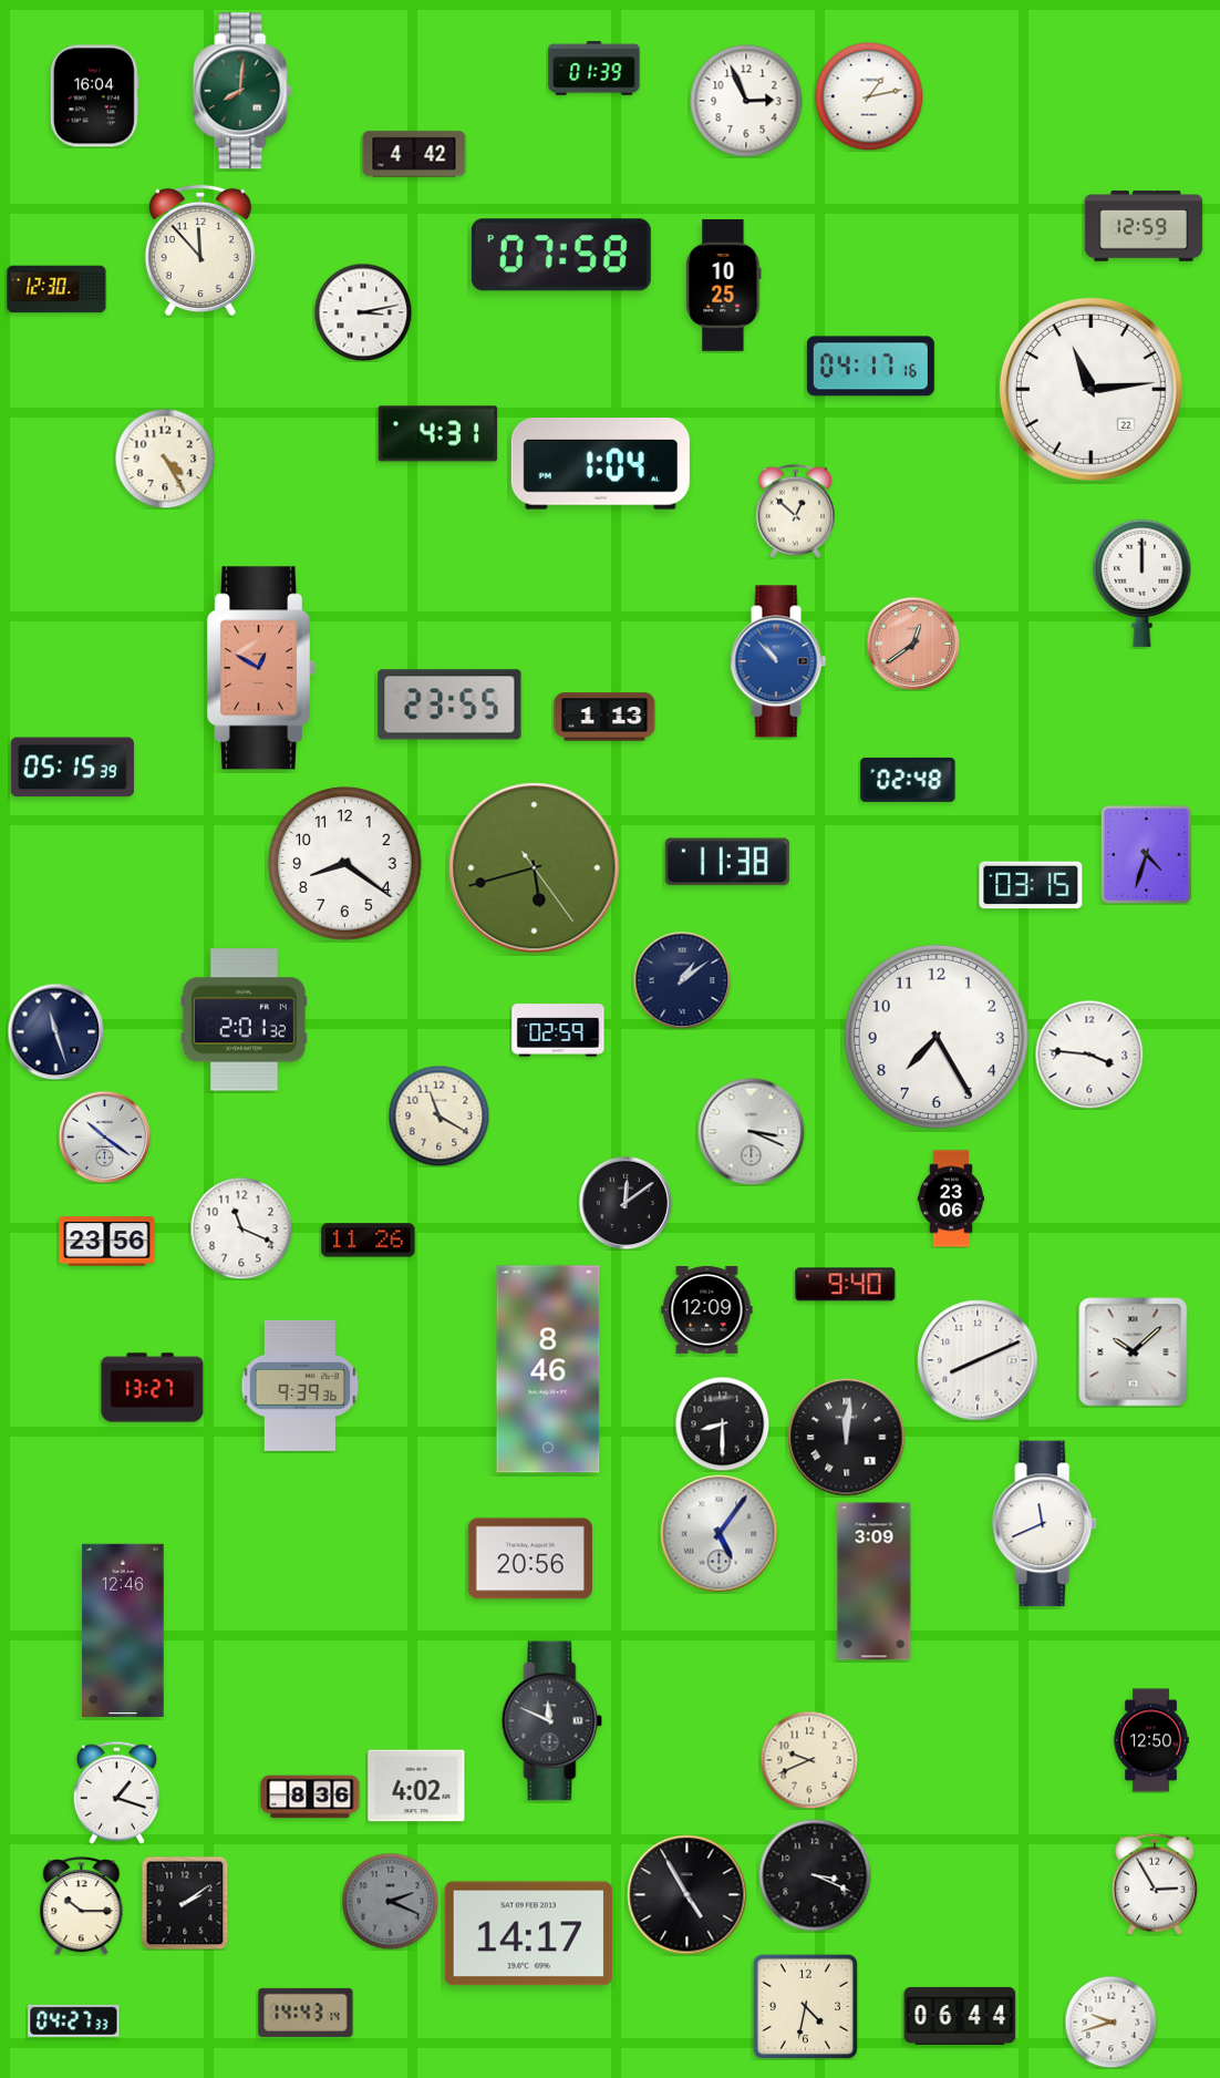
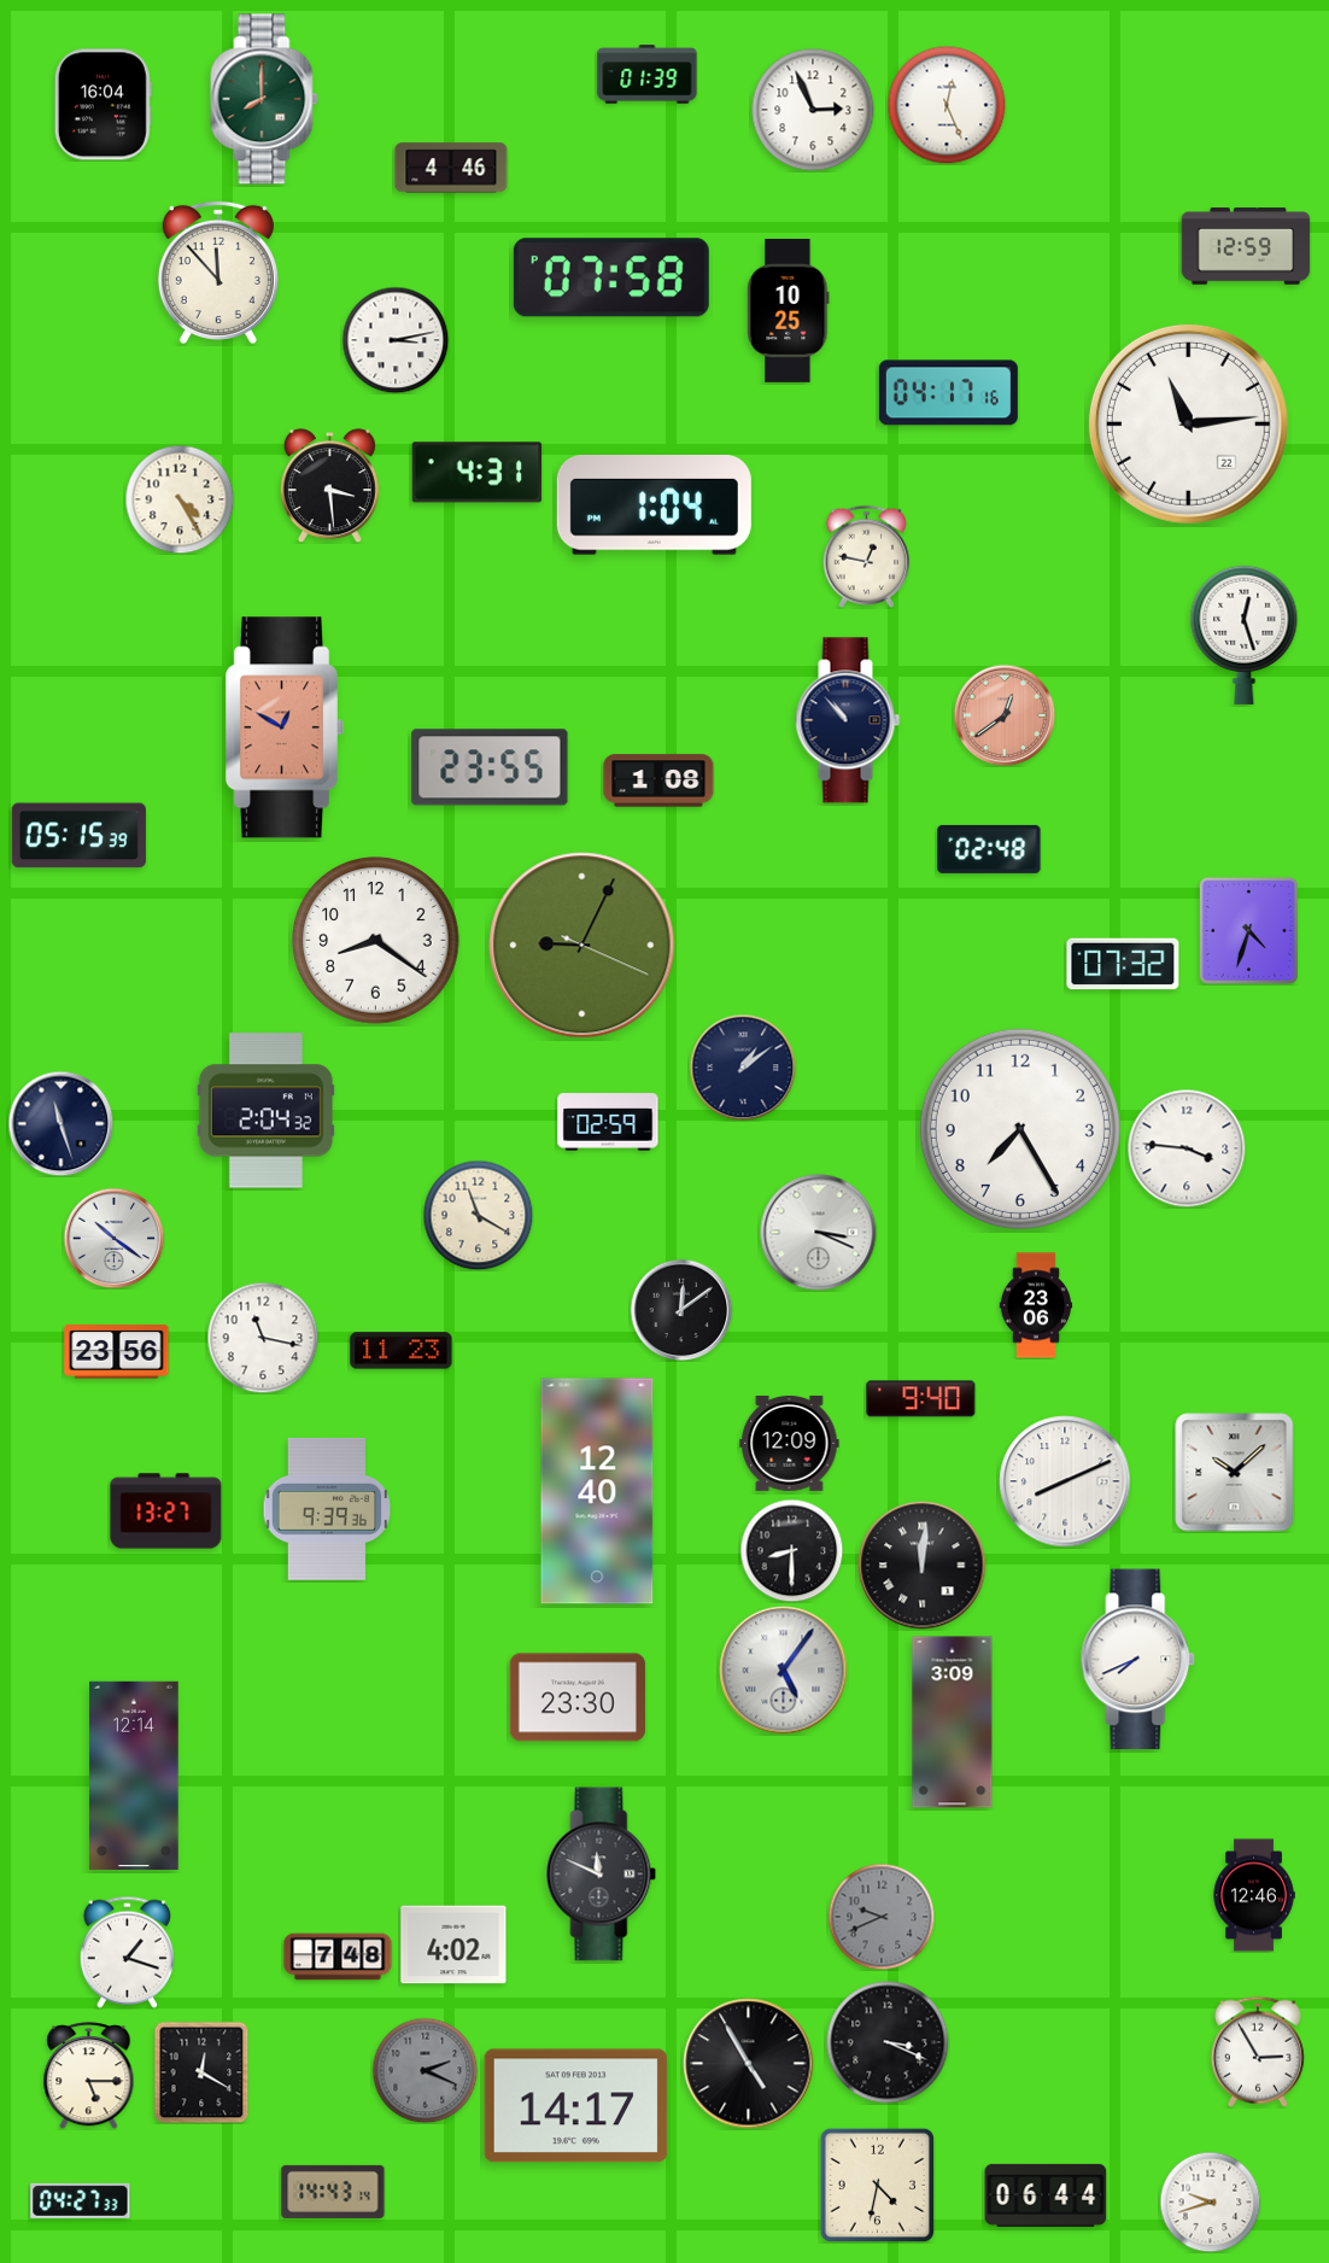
clock at (242, 91): 8:01 -> 8:00
clock at (869, 96): 1:13 -> 12:26
clock at (414, 154): 4:42 -> 4:46
clock at (56, 289): 12:30 -> none
clock at (870, 367) position: (870, 367) -> (948, 393)
clock at (329, 486): none -> 3:29
clock at (796, 511): 12:52 -> 12:47
clock at (1143, 583): 12:00 -> 12:27
clock at (913, 644) position: (913, 644) -> (1005, 715)
clock at (778, 661) dial: blue -> navy
clock at (604, 717): 1:13 -> 1:08
clock at (727, 862): 11:38 -> none
clock at (535, 868): 5:42 -> 9:04
clock at (1031, 885): 03:15 -> 07:32
clock at (244, 1020): 2:01 -> 2:04
clock at (241, 1228): 11:19 -> 11:17
clock at (369, 1241): 11:26 -> 11:23
clock at (707, 1309) position: (707, 1309) -> (790, 1443)
clock at (548, 1369): 8:46 -> 12:40
clock at (722, 1423) position: (722, 1423) -> (791, 1550)
clock at (1045, 1524): 11:41 -> 7:41
clock at (530, 1559): 20:56 -> 23:30
clock at (123, 1629): 12:46 -> 12:14
clock at (1151, 1740): 12:50 -> 12:46
clock at (809, 1760) dial: cream -> grey
clock at (310, 1797): 8:36 -> 7:48
clock at (185, 1903): 2:09 -> 12:20
clock at (82, 1906): 10:15 -> 5:15
